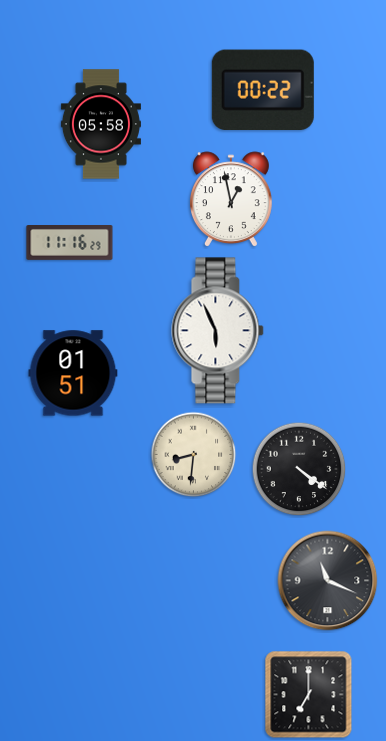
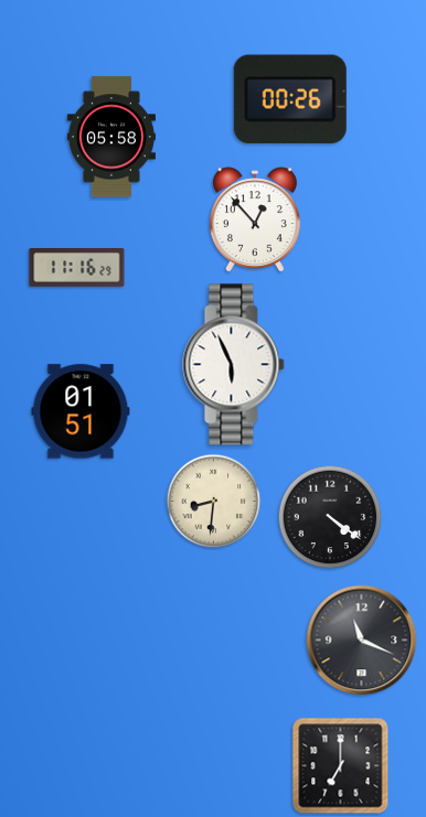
clock at (263, 89): 00:22 -> 00:26
clock at (231, 200): 12:58 -> 12:53
clock at (218, 331) position: (218, 331) -> (234, 365)
